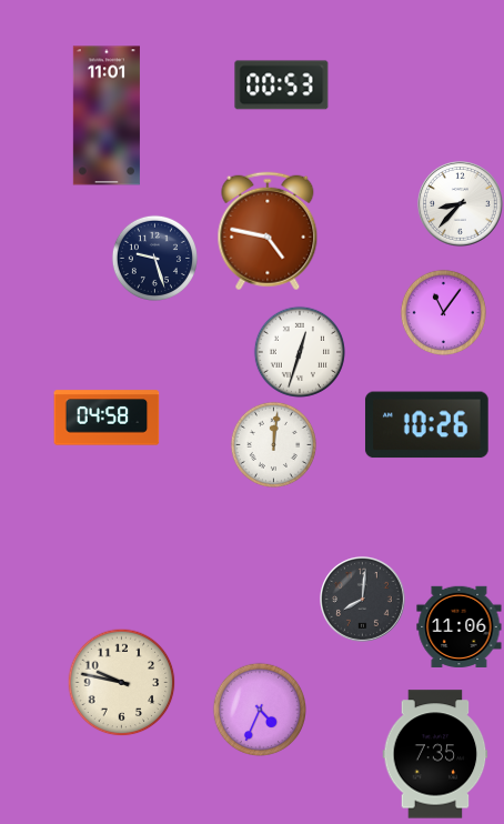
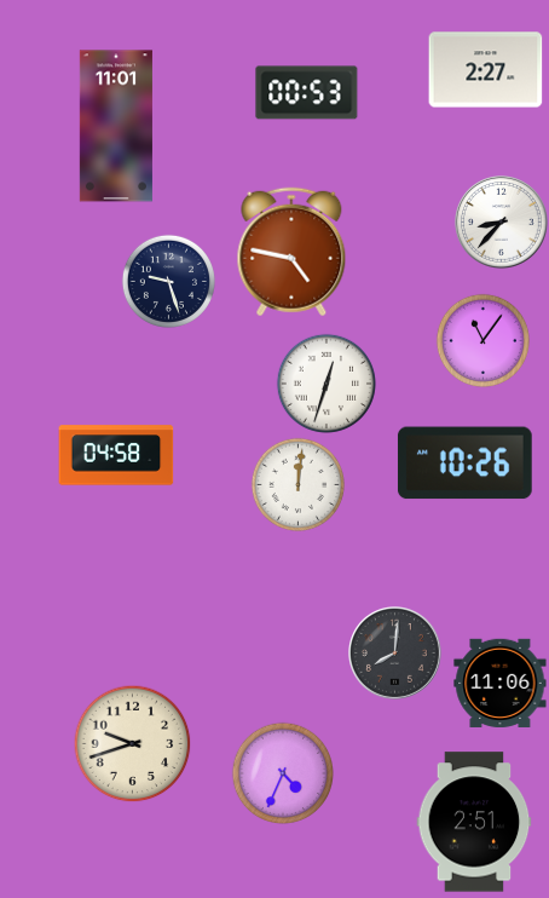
clock at (486, 70): none -> 2:27
clock at (121, 682): 9:47 -> 9:42
clock at (435, 754): 7:35 -> 2:51
